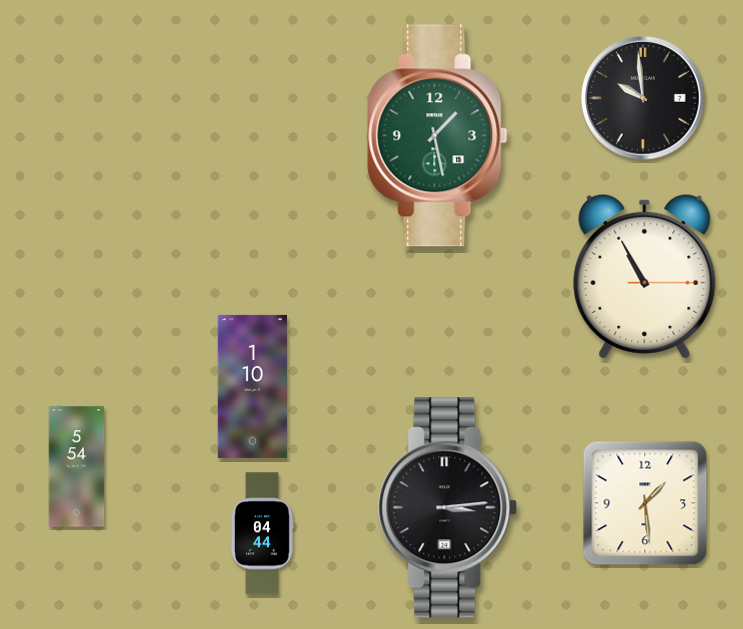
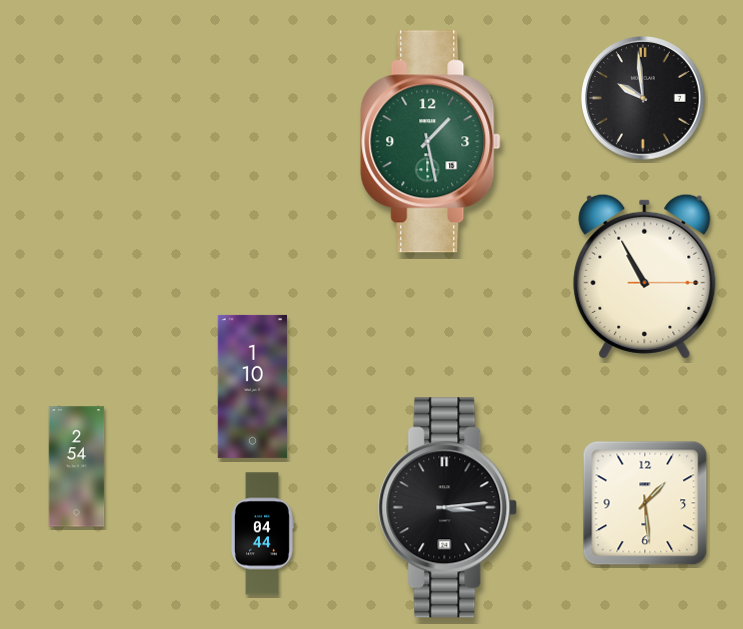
clock at (438, 136) position: (438, 136) -> (431, 142)
clock at (77, 467): 5:54 -> 2:54
